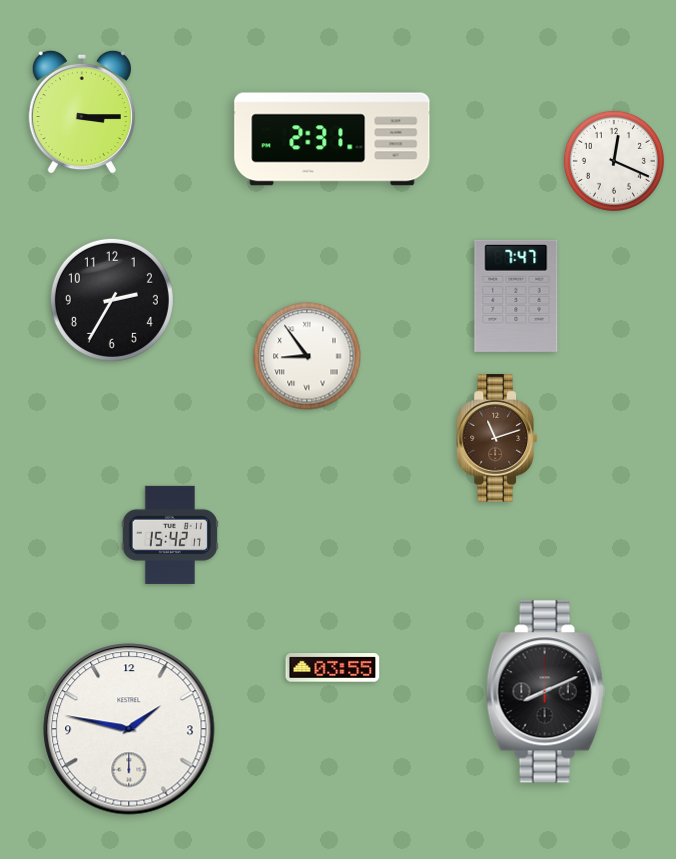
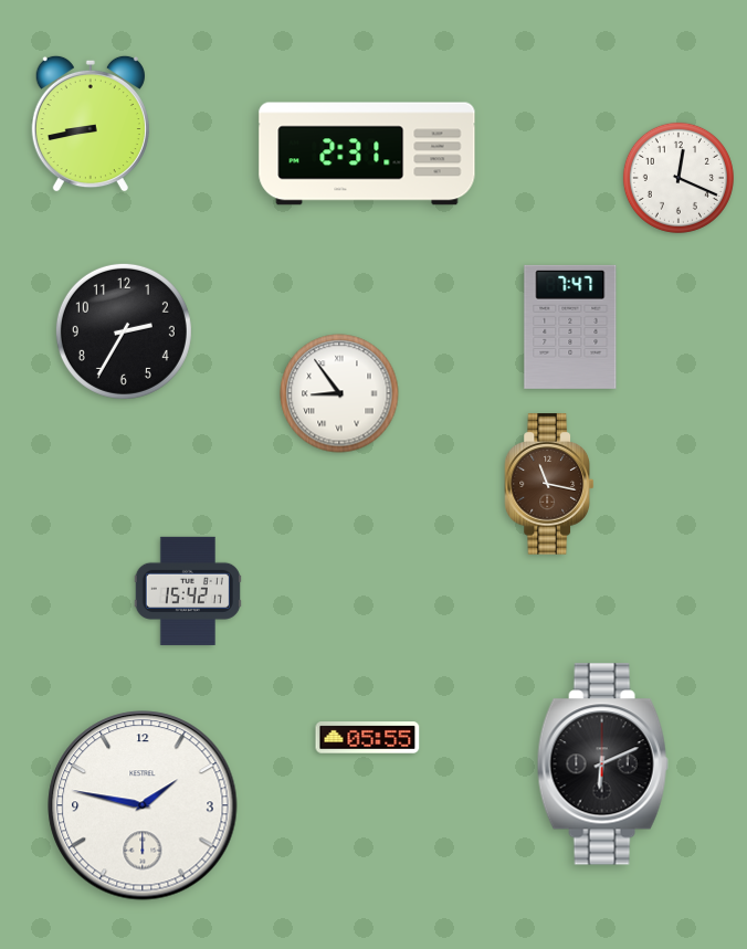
clock at (82, 112): 3:15 -> 8:43
clock at (496, 438): 11:12 -> 11:17
clock at (333, 668): 03:55 -> 05:55
clock at (545, 692): 8:11 -> 6:11
